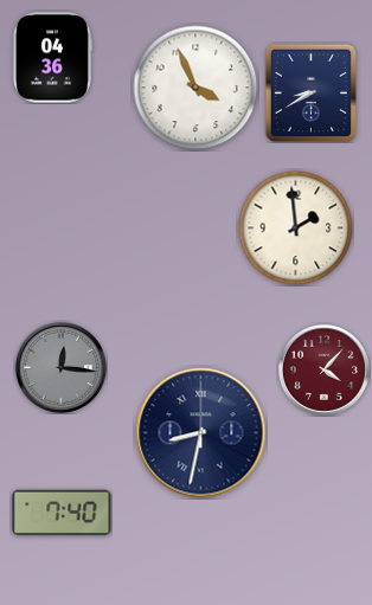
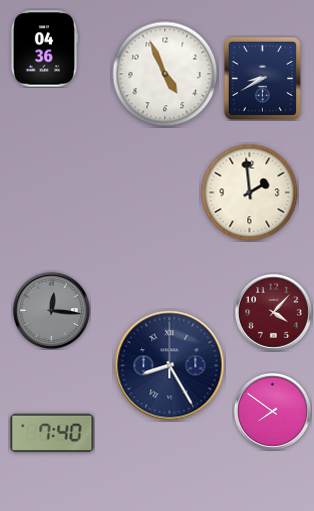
clock at (195, 88): 3:56 -> 4:56
clock at (201, 433): 8:32 -> 8:25
clock at (272, 411): none -> 7:51
